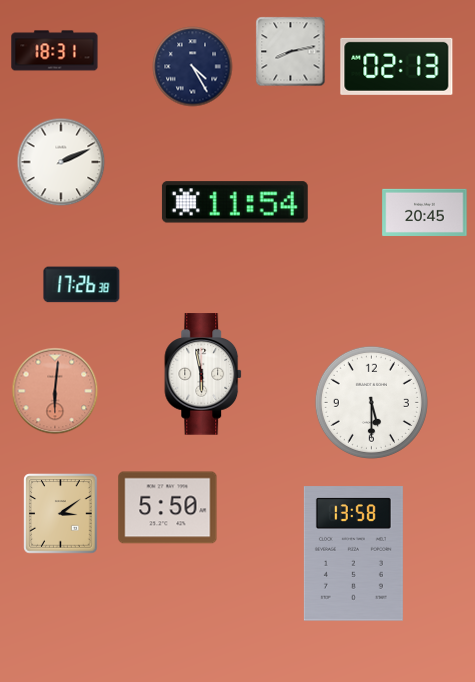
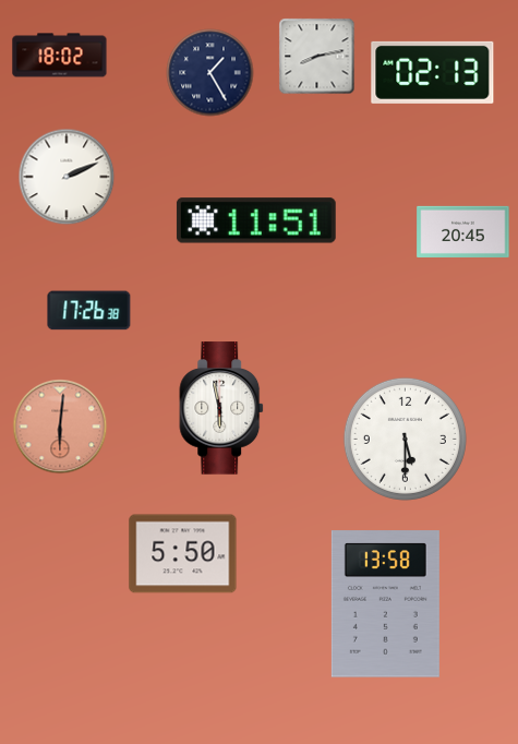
clock at (55, 51): 18:31 -> 18:02
clock at (193, 67): 4:25 -> 1:25
clock at (235, 202): 11:54 -> 11:51
clock at (61, 514): 3:09 -> none
